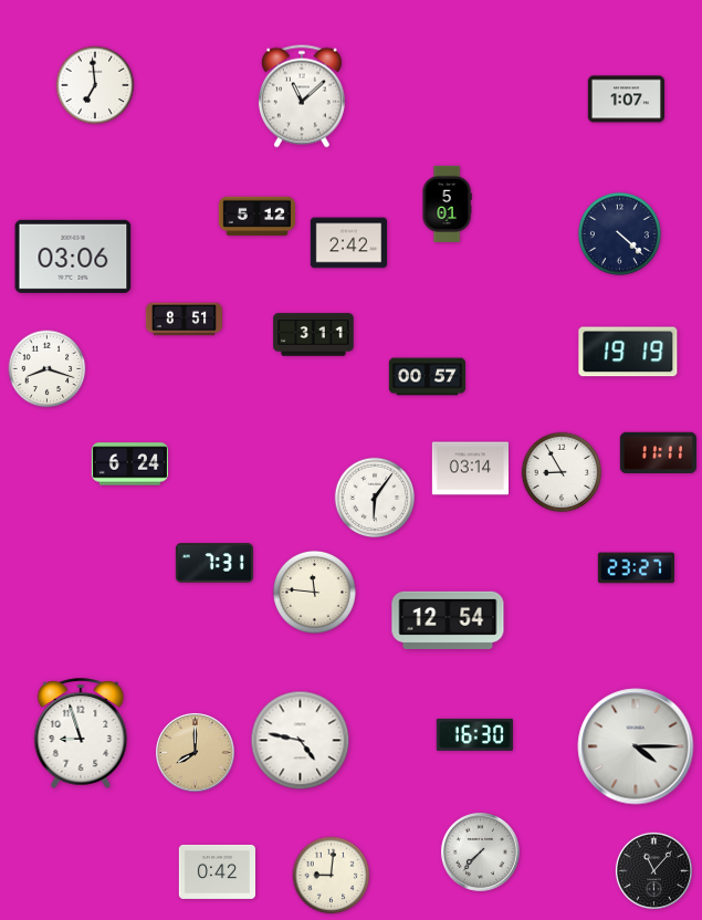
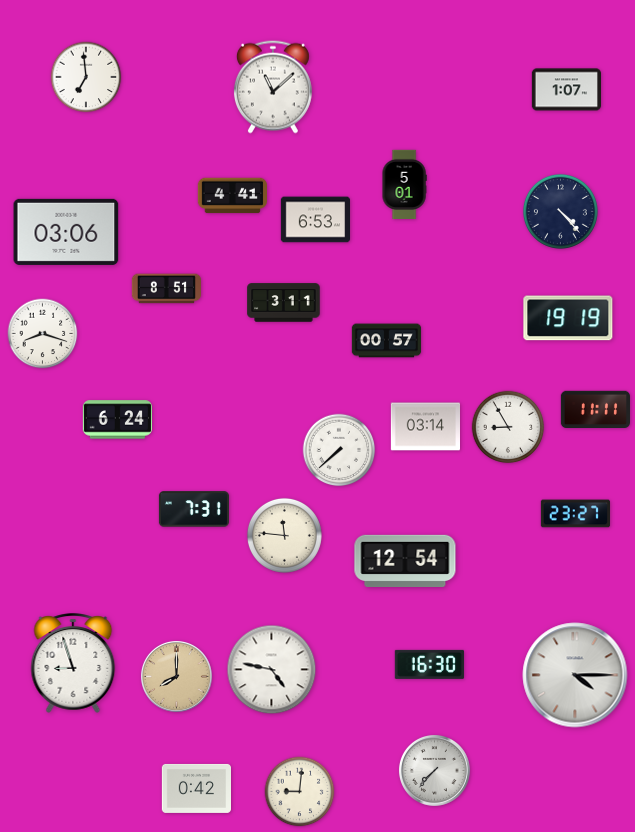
clock at (256, 217): 5:12 -> 4:41
clock at (619, 233): 4:22 -> 4:23
clock at (348, 243): 2:42 -> 6:53
clock at (470, 469) position: (470, 469) -> (425, 427)
clock at (375, 498): 6:06 -> 7:38
clock at (195, 752) position: (195, 752) -> (176, 676)
clock at (653, 870): 11:07 -> none
